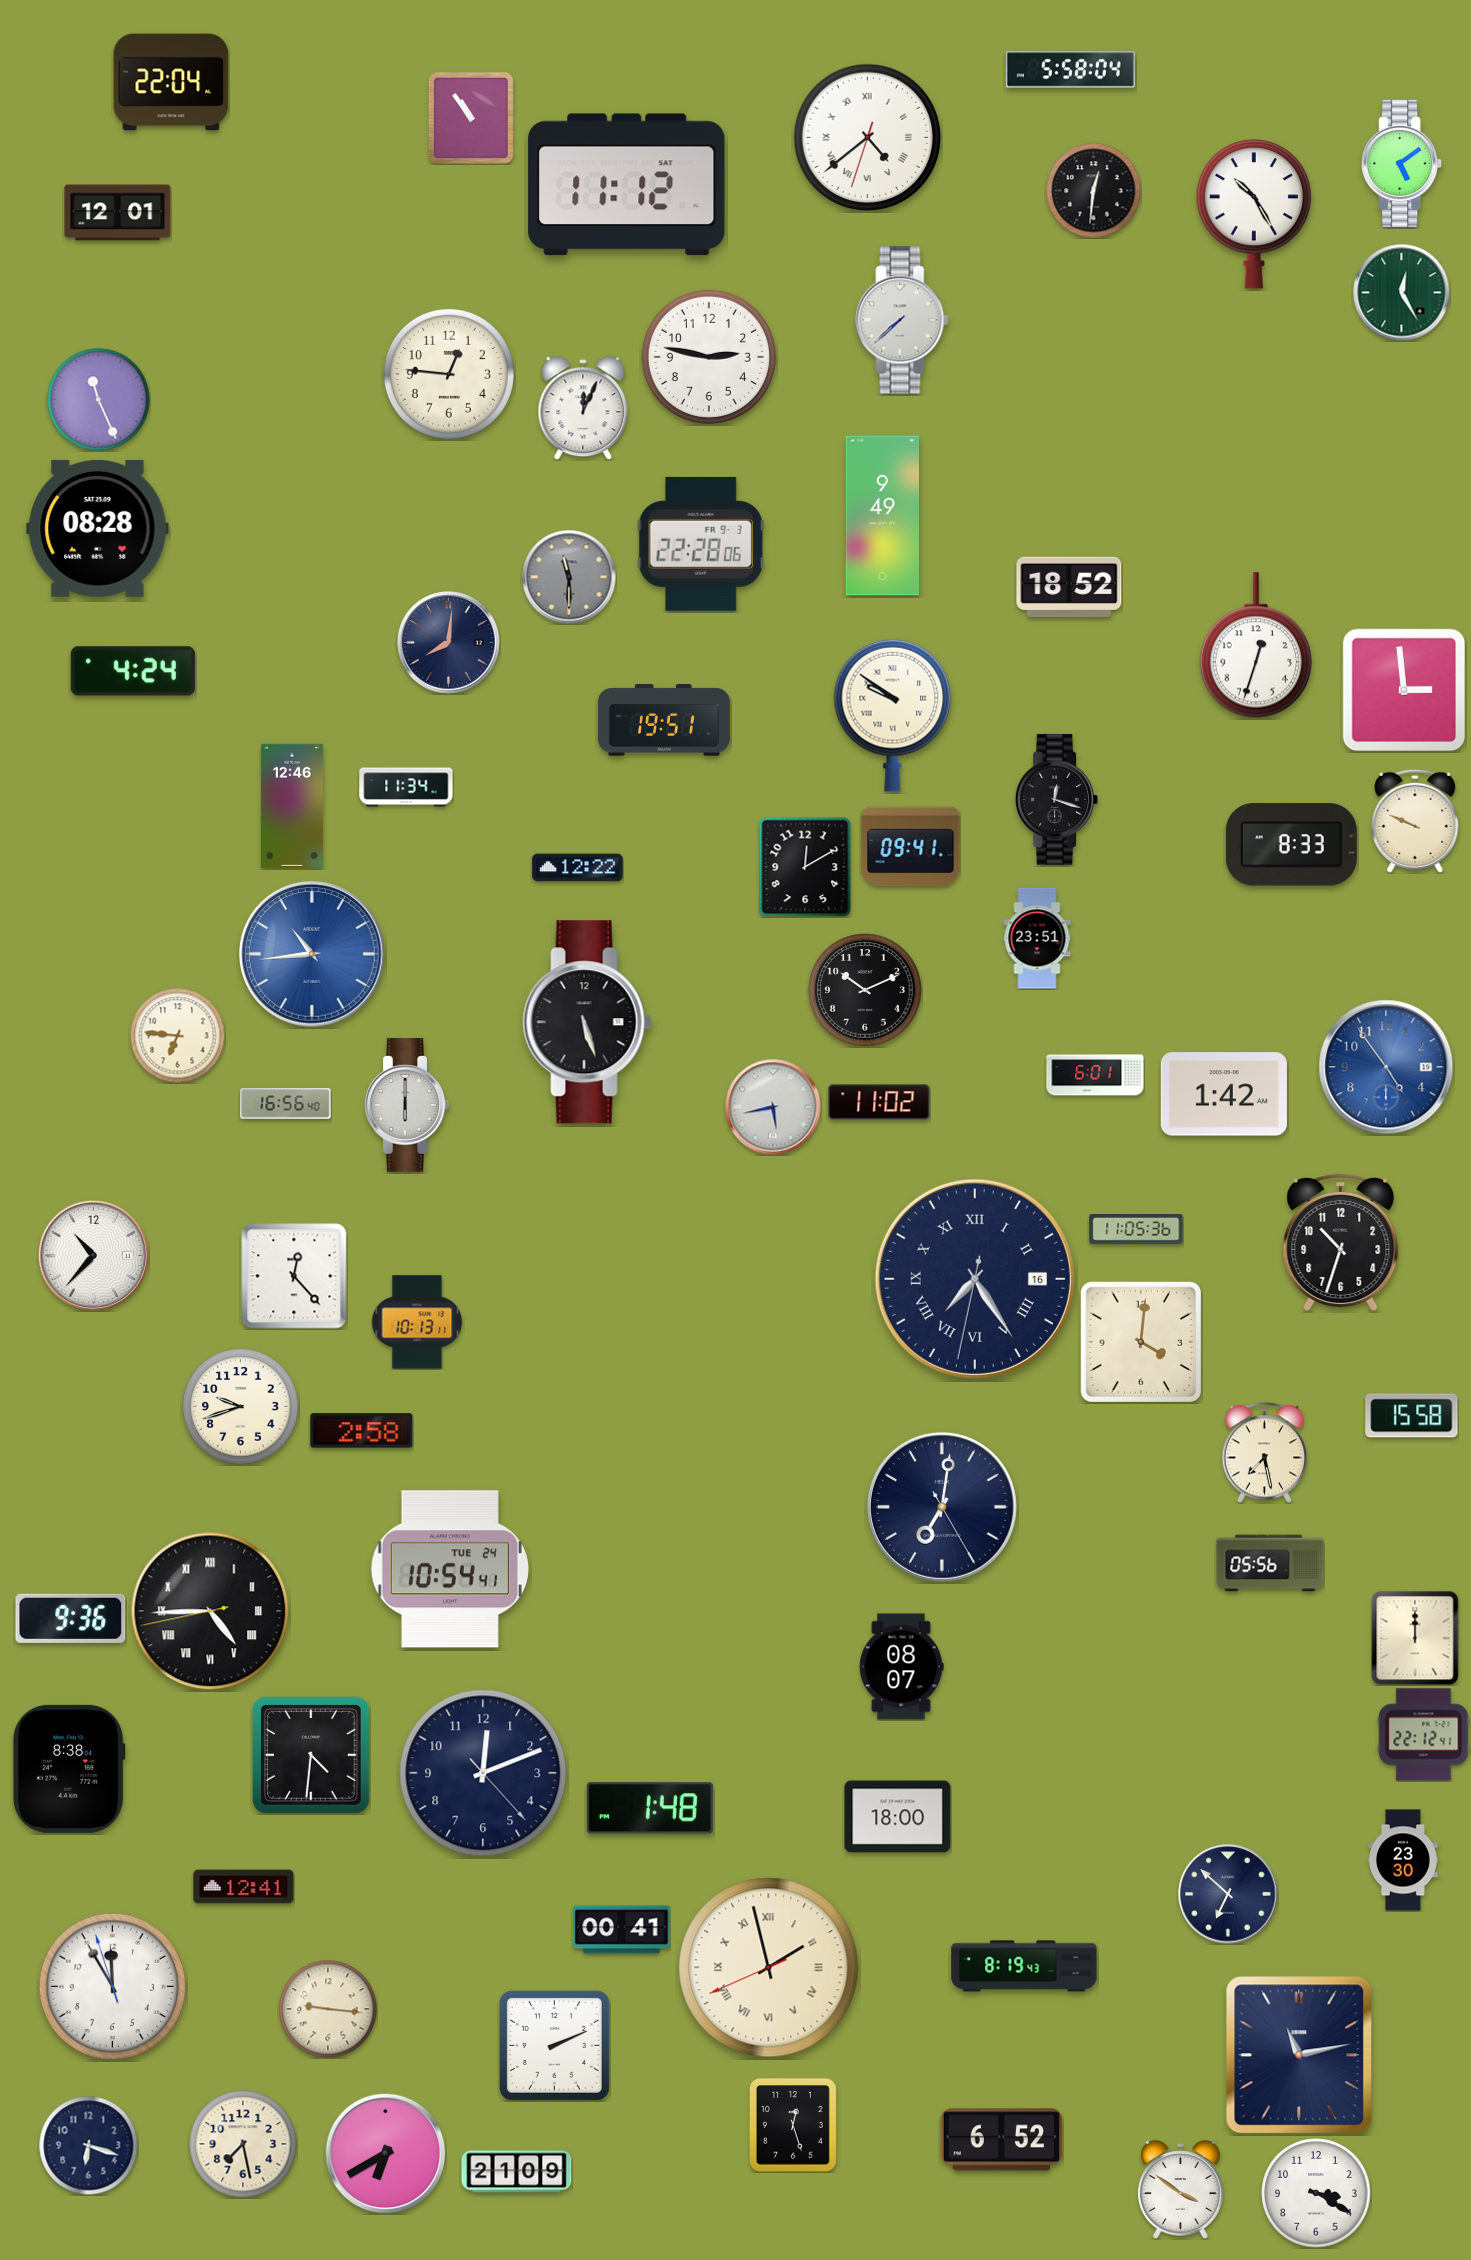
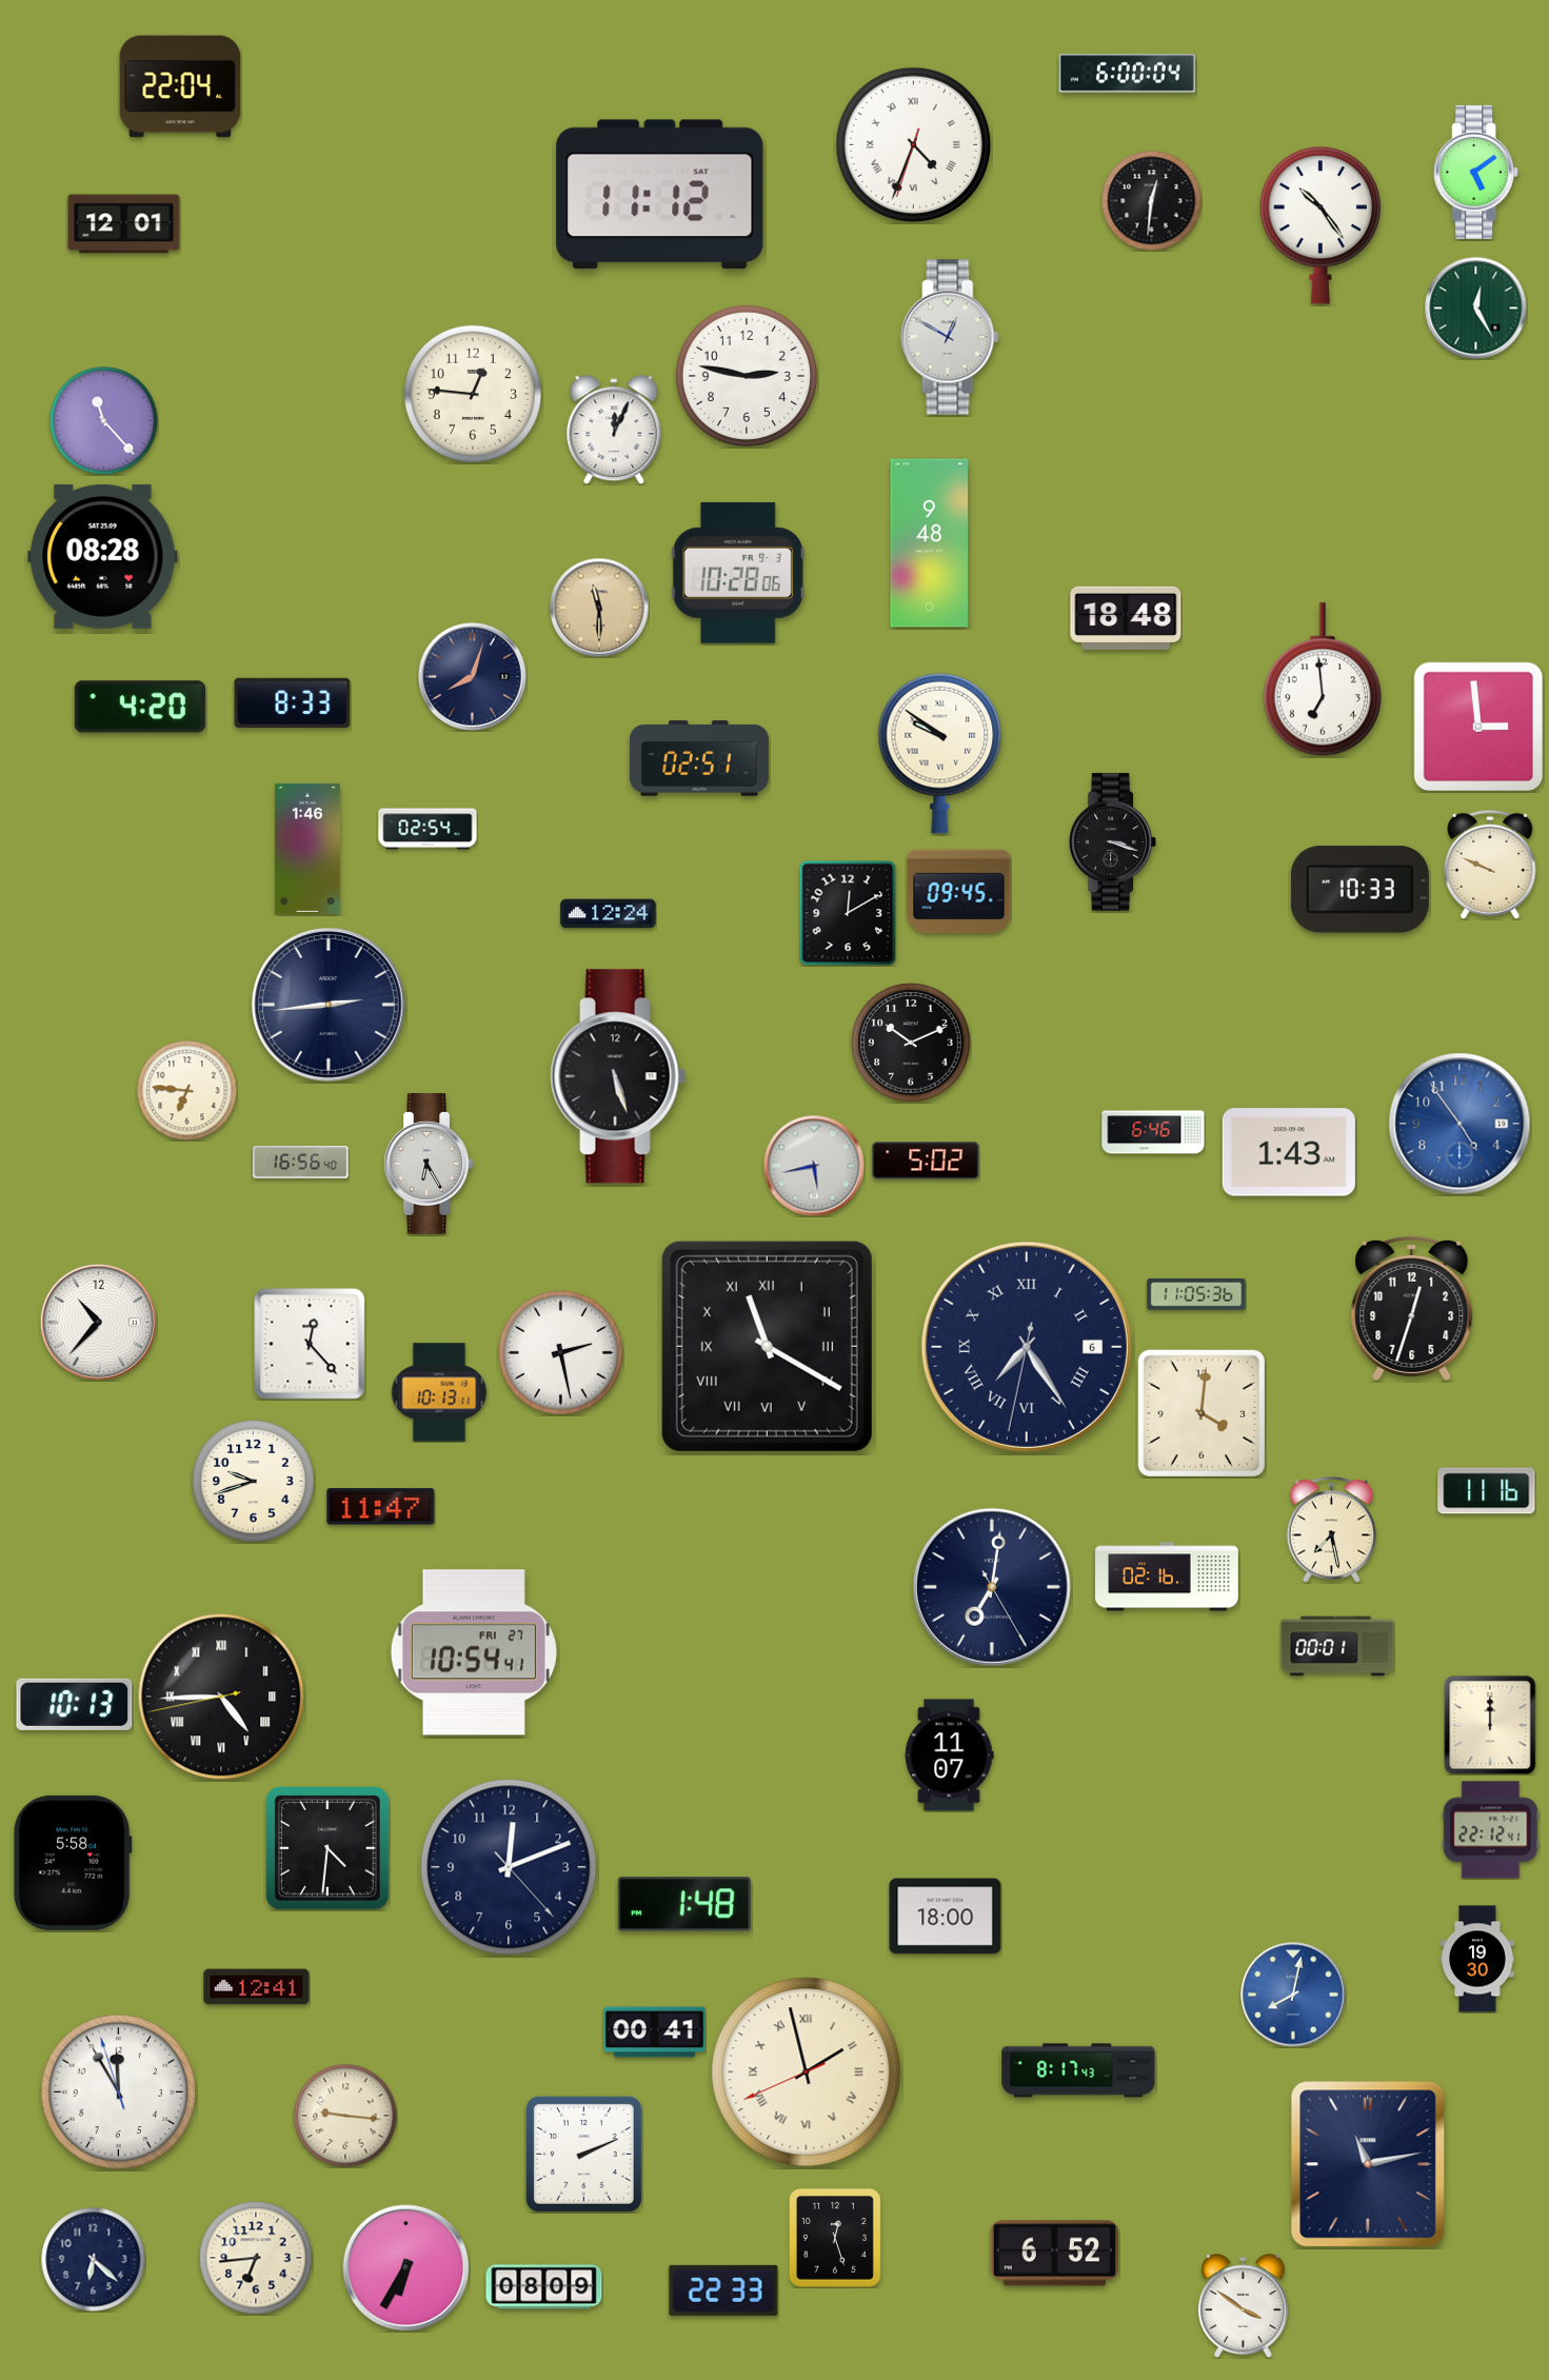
clock at (1070, 70): 5:58 -> 6:00
clock at (471, 118): 10:54 -> none
clock at (868, 138): 4:38 -> 4:33
clock at (1254, 215): 10:25 -> 10:24
clock at (902, 320): 7:38 -> 12:50
clock at (99, 400): 11:26 -> 11:23
clock at (883, 516): 9:49 -> 9:48
clock at (701, 544): 22:28 -> 10:28
clock at (569, 577) dial: grey -> champagne
clock at (1069, 587): 18:52 -> 18:48
clock at (449, 643): 8:01 -> 8:03
clock at (1255, 645): 12:33 -> 6:59
clock at (293, 702): none -> 8:33
clock at (133, 671): 4:24 -> 4:20
clock at (664, 720): 19:51 -> 02:51
clock at (406, 787): 11:34 -> 02:54
clock at (1057, 799): 12:18 -> 3:18
clock at (293, 806): 12:46 -> 1:46
clock at (1291, 845): 8:33 -> 10:33
clock at (911, 847): 09:41 -> 09:45
clock at (578, 868): 12:22 -> 12:24
clock at (1037, 938): 23:51 -> none
clock at (313, 955): 10:44 -> 2:44
clock at (313, 955) dial: blue -> navy
clock at (1095, 1075): 6:01 -> 6:46
clock at (1224, 1094): 1:42 -> 1:43
clock at (879, 1102): 11:02 -> 5:02
clock at (407, 1105): 6:00 -> 6:25
clock at (1341, 1242): 10:33 -> 12:33
clock at (767, 1346): none -> 11:20
clock at (975, 1279) date: 16 -> 6
clock at (561, 1353): none -> 2:28
clock at (1412, 1416): 15:58 -> 11:16
clock at (362, 1431): 2:58 -> 11:47
clock at (1167, 1576): none -> 02:16
clock at (1270, 1563): 05:56 -> 00:01
clock at (450, 1569) date: TUE 24 -> FRI 27
clock at (71, 1618): 9:36 -> 10:13
clock at (901, 1667): 08:07 -> 11:07
clock at (1424, 1735) position: (1424, 1735) -> (1491, 1830)
clock at (69, 1769): 8:38 -> 5:58
clock at (898, 1817) position: (898, 1817) -> (946, 1917)
clock at (1403, 1860): 23:30 -> 19:30
clock at (1228, 1894): 6:52 -> 8:02
clock at (1228, 1894) dial: navy -> blue
clock at (1024, 1966): 8:19 -> 8:17
clock at (769, 1968) position: (769, 1968) -> (807, 2072)
clock at (243, 2144): 7:28 -> 6:44
clock at (89, 2146): 6:18 -> 6:22
clock at (386, 2154): 6:40 -> 6:35
clock at (517, 2172): 21:09 -> 08:09
clock at (723, 2290): none -> 22:33
clock at (1316, 2193): 3:20 -> none
